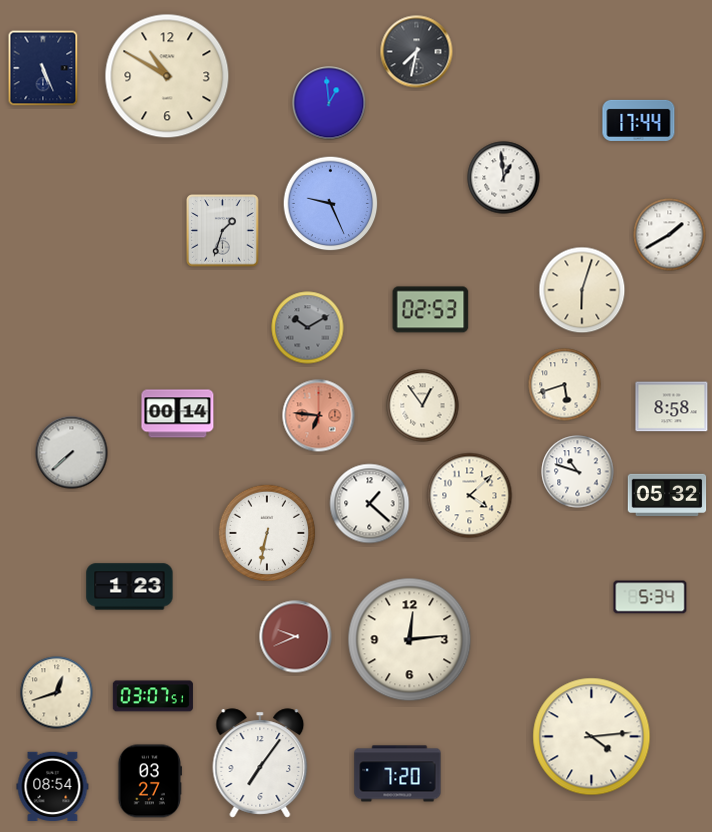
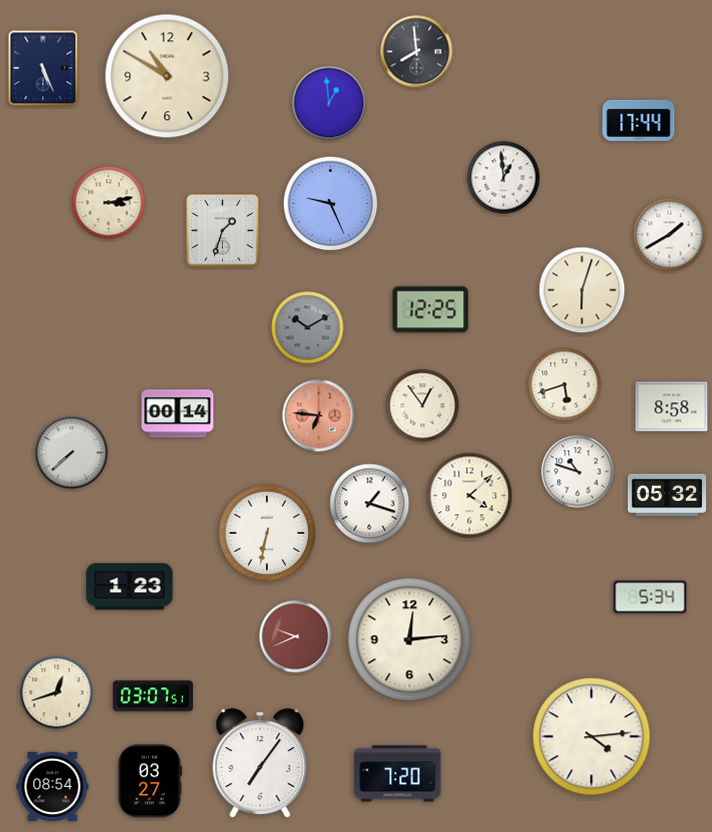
clock at (417, 52): 7:32 -> 7:59
clock at (109, 203): none -> 3:13
clock at (431, 310): 02:53 -> 12:25
clock at (370, 504): 1:22 -> 1:18
